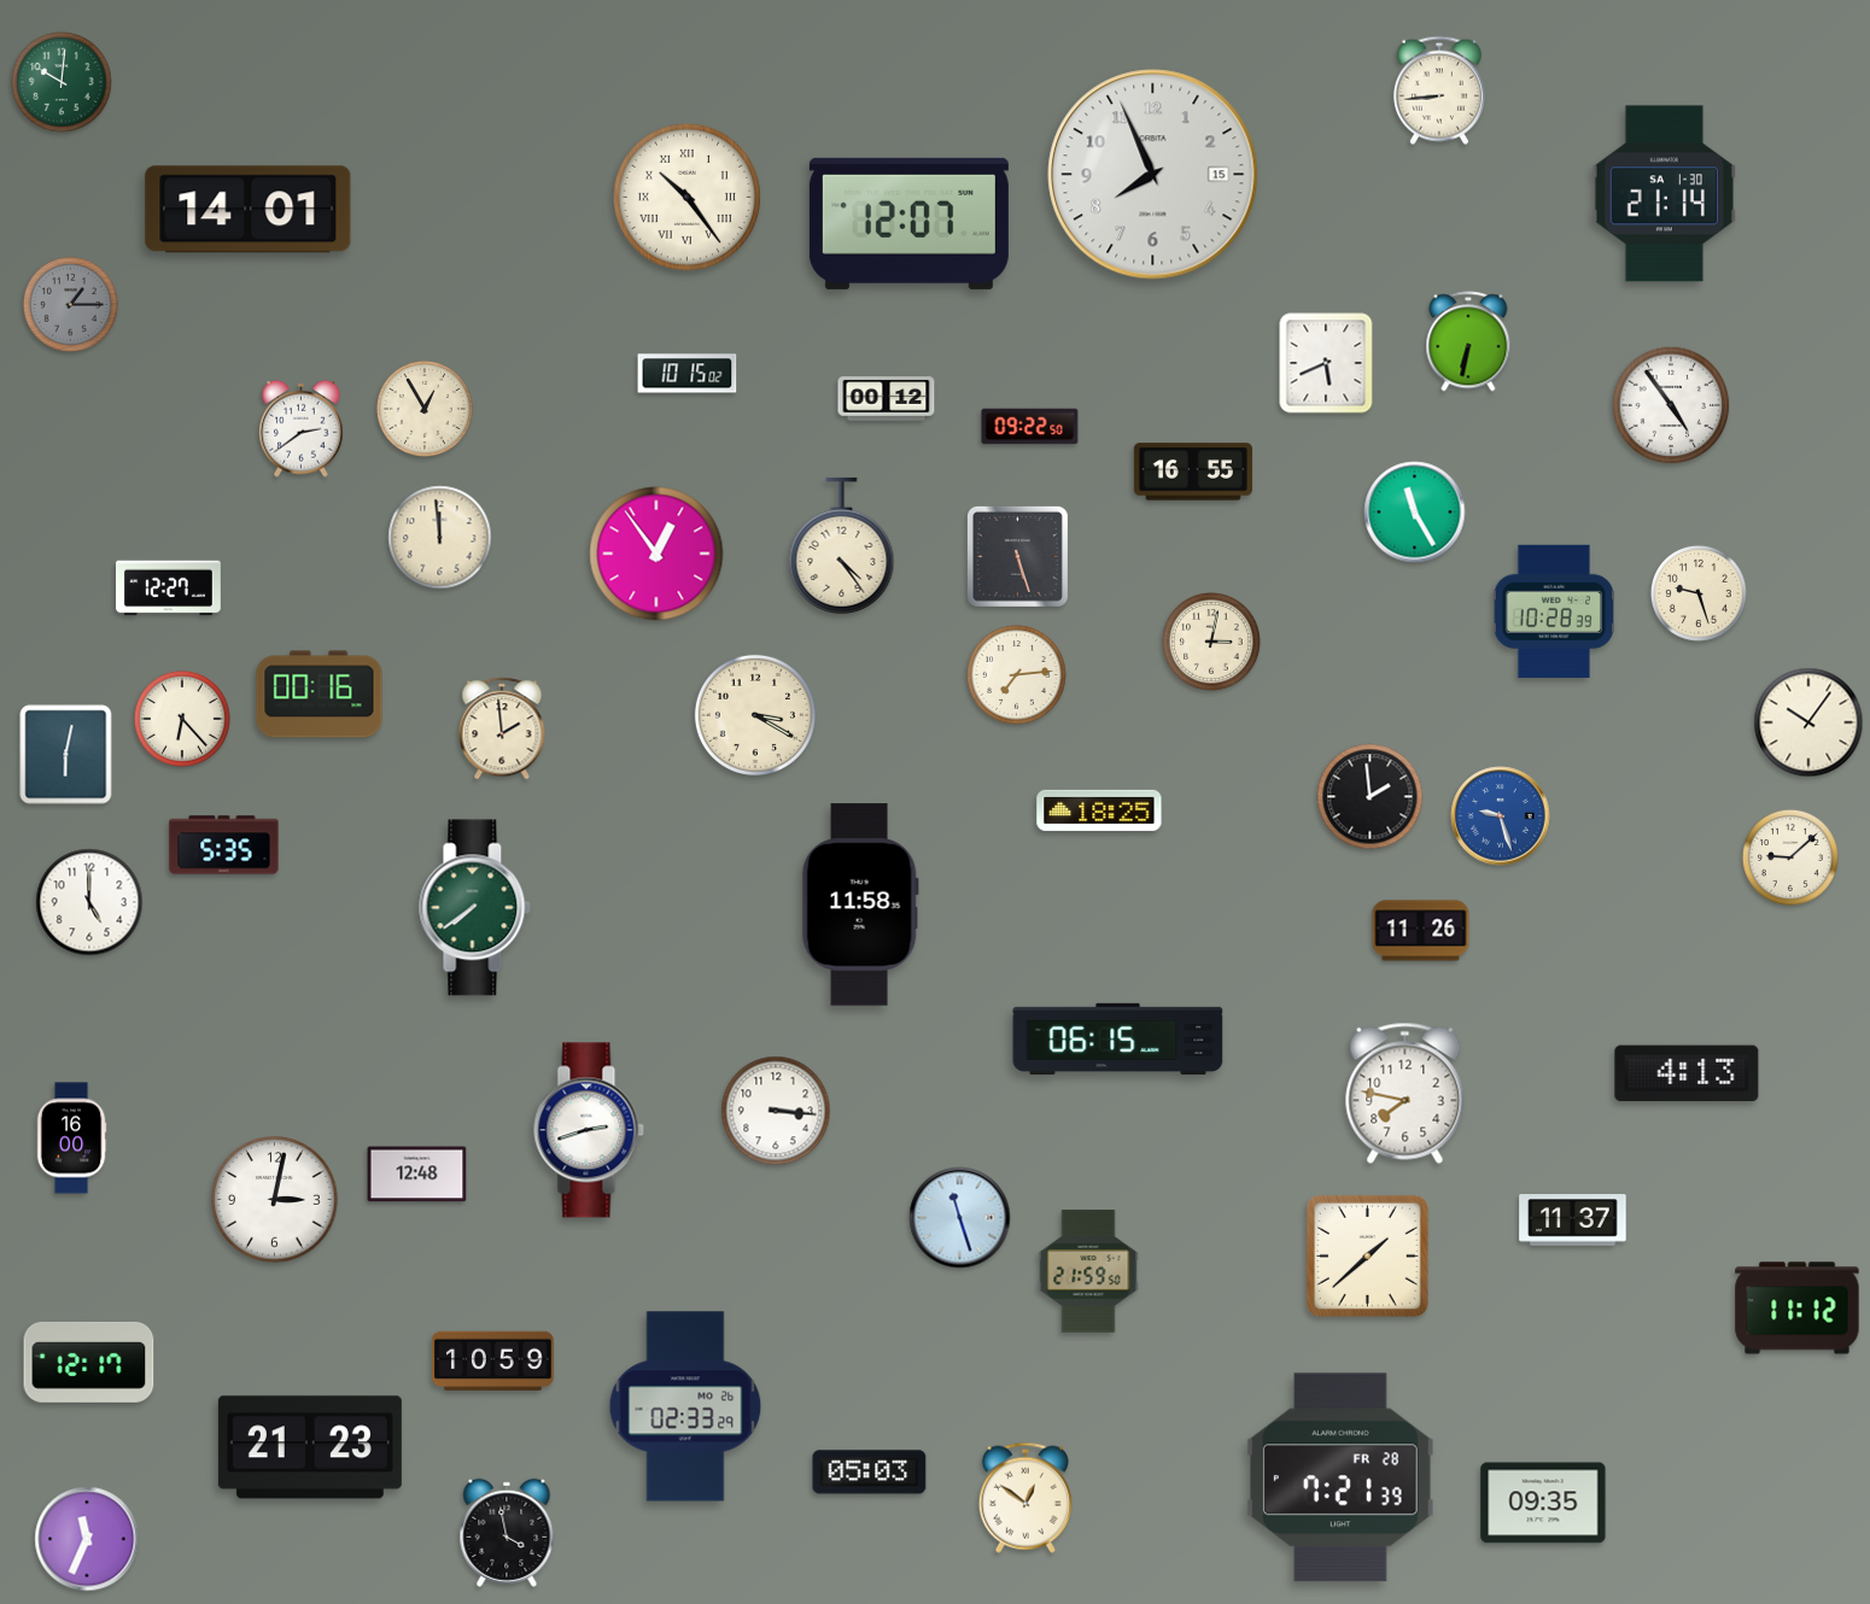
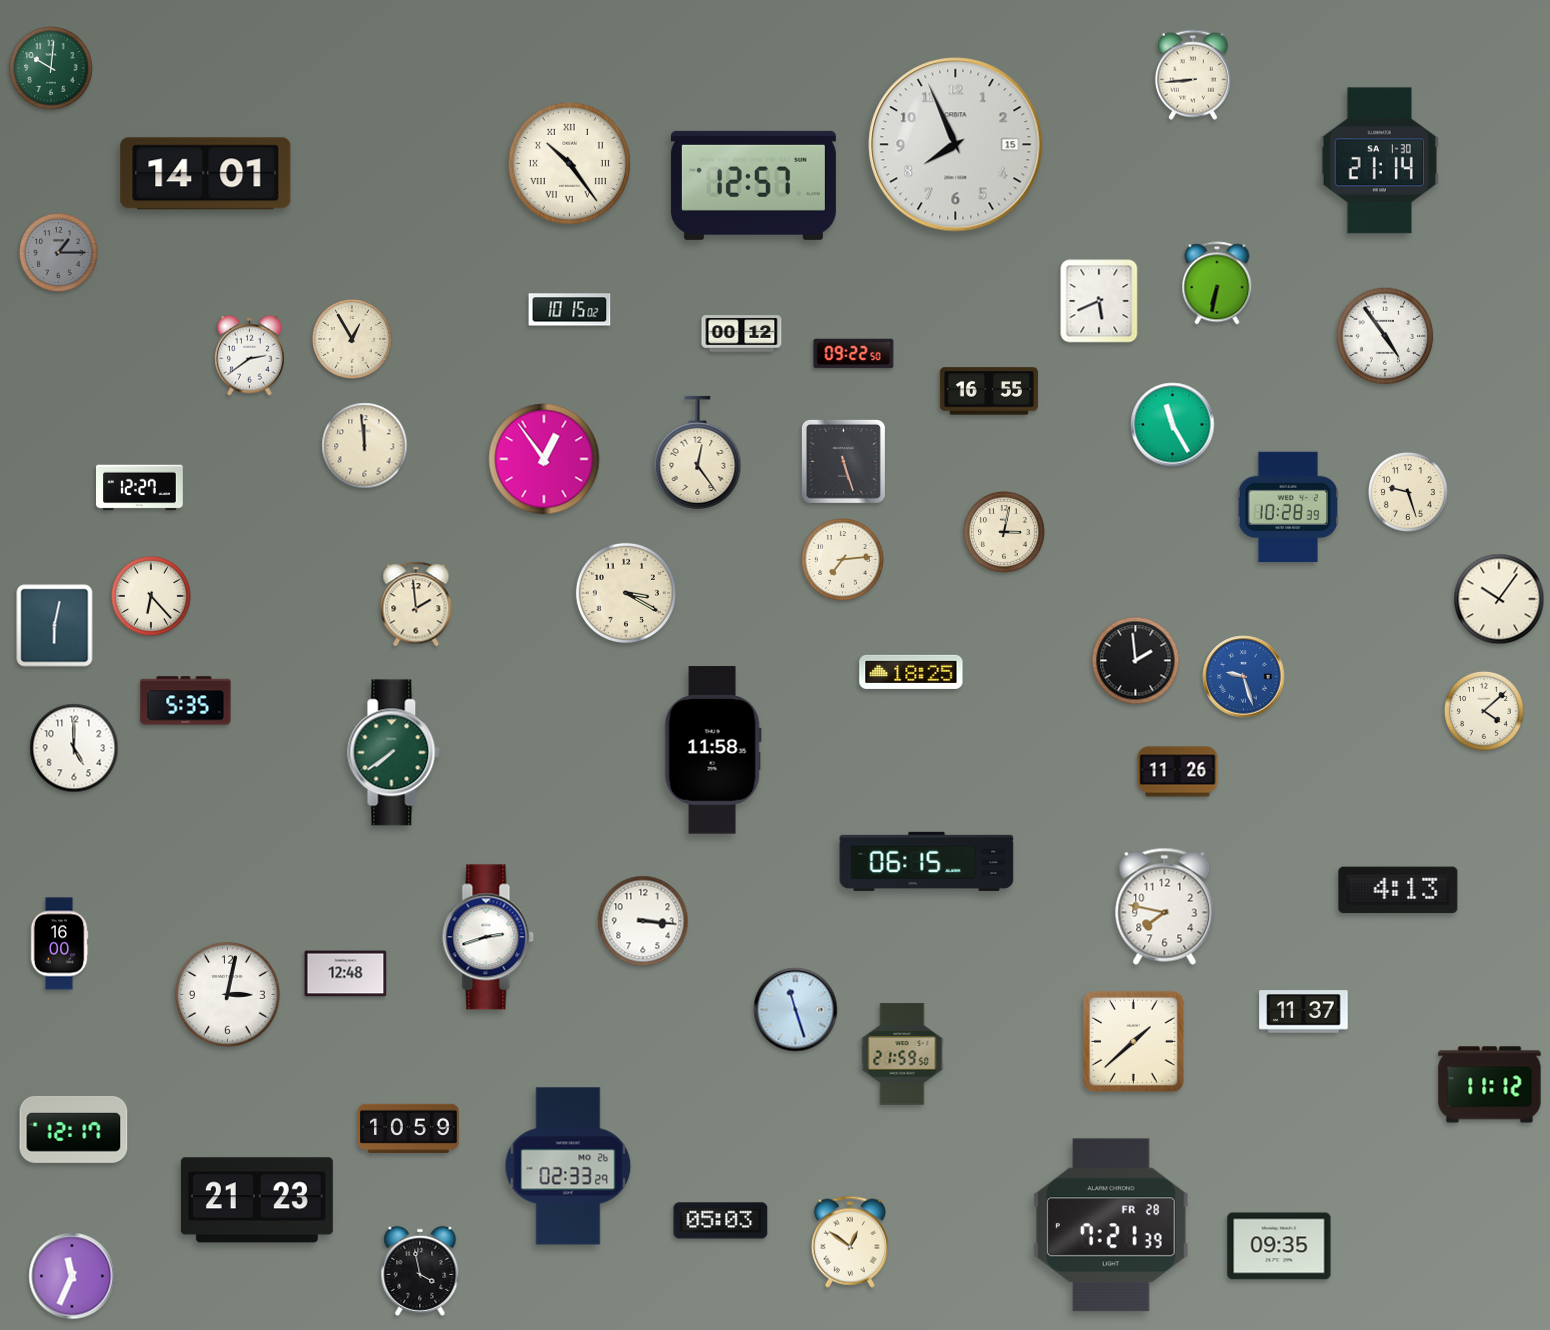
clock at (908, 223): 12:07 -> 12:57
clock at (887, 399) position: (887, 399) -> (742, 334)
clock at (842, 545): 4:24 -> 12:24
clock at (320, 695): 00:16 -> none
clock at (1790, 857): 9:08 -> 4:08
